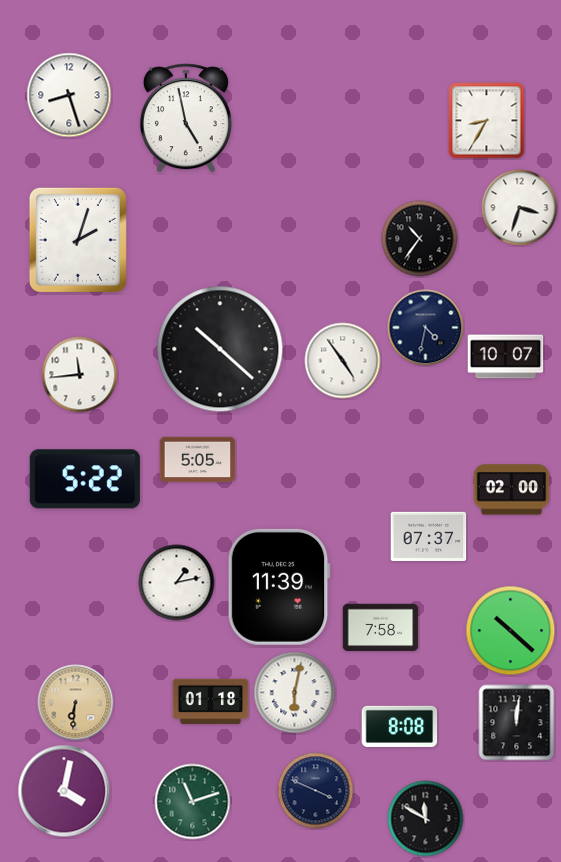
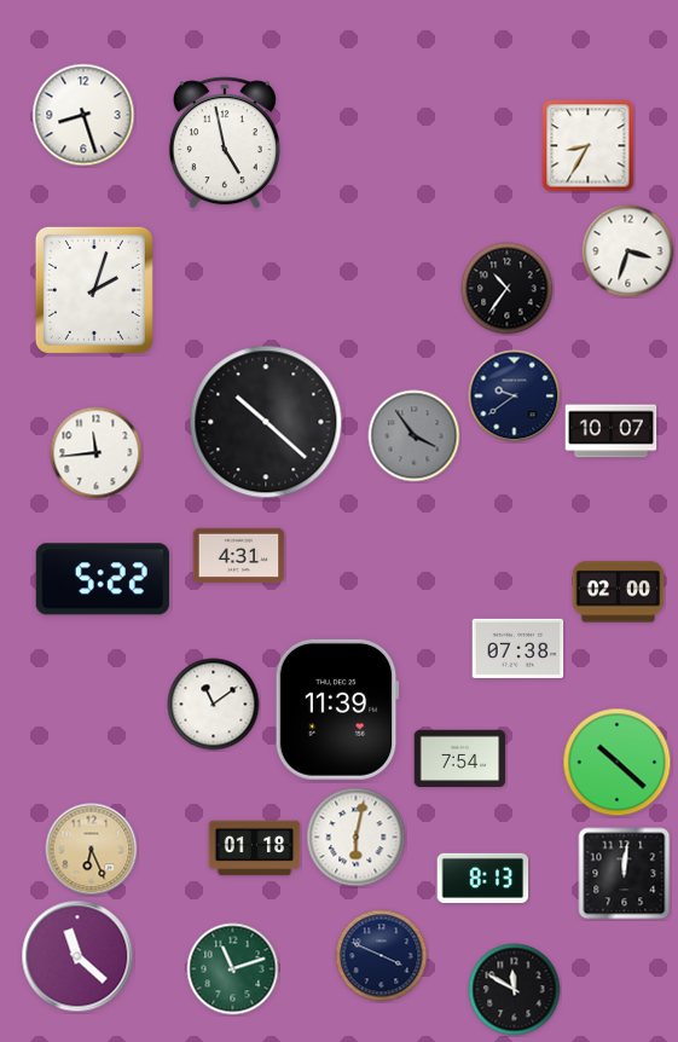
clock at (426, 328): 4:32 -> 9:39
clock at (343, 361): 4:54 -> 3:54
clock at (343, 361) dial: white -> grey
clock at (198, 460): 5:05 -> 4:31
clock at (429, 536): 07:37 -> 07:38
clock at (177, 583): 1:13 -> 11:09
clock at (381, 628): 7:58 -> 7:54
clock at (76, 703): 6:31 -> 6:26
clock at (400, 726): 8:08 -> 8:13
clock at (64, 791): 4:02 -> 11:22
